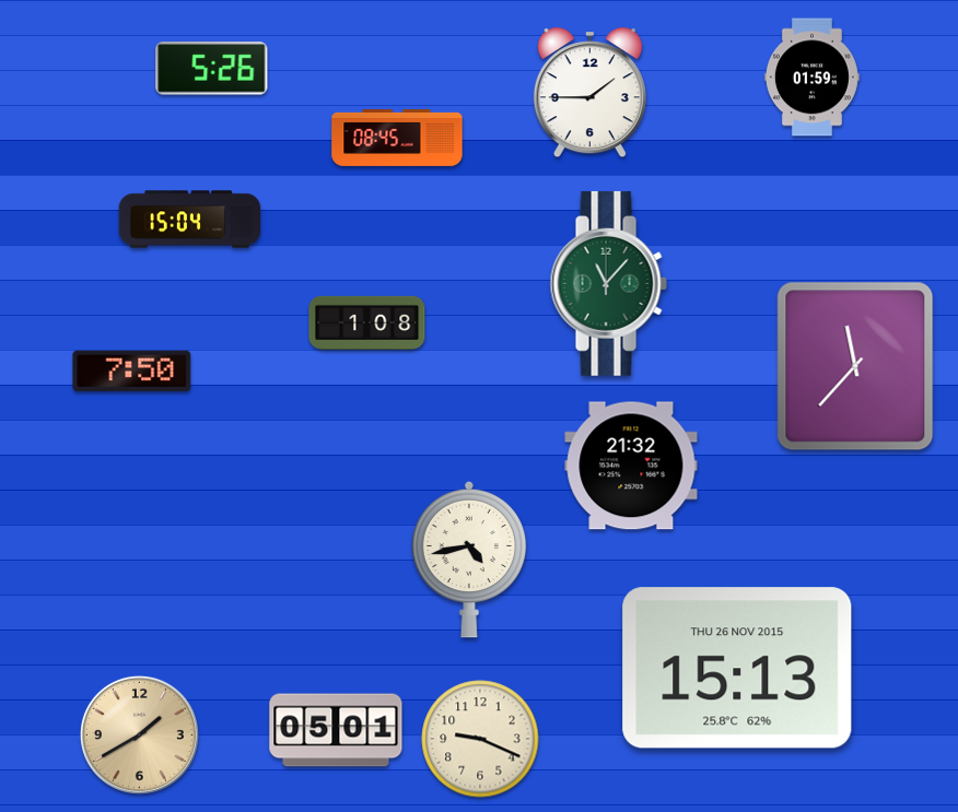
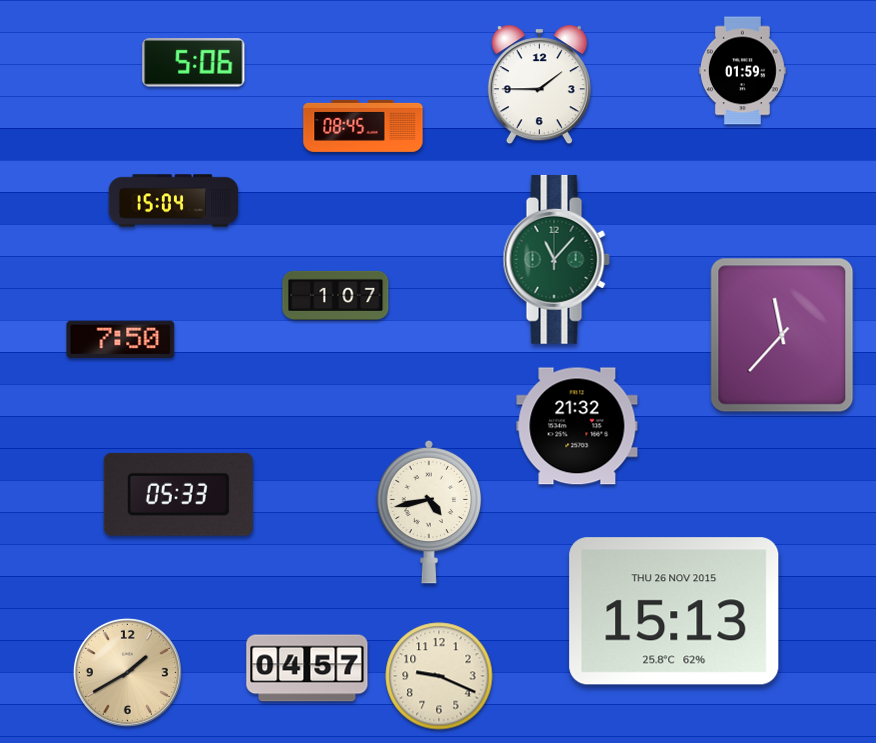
clock at (212, 69): 5:26 -> 5:06
clock at (367, 322): 1:08 -> 1:07
clock at (178, 494): none -> 05:33
clock at (336, 730): 05:01 -> 04:57
